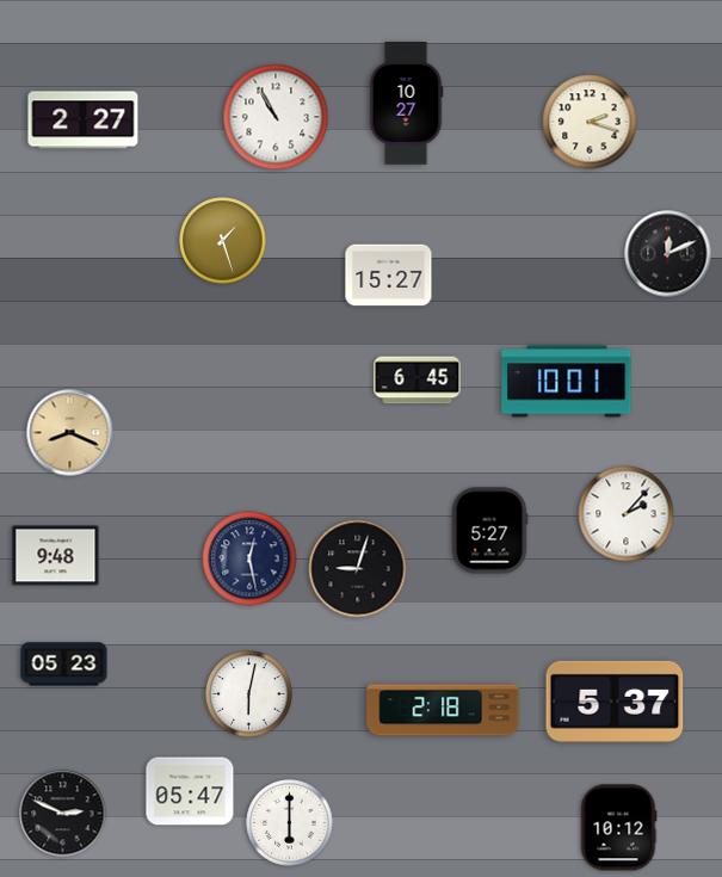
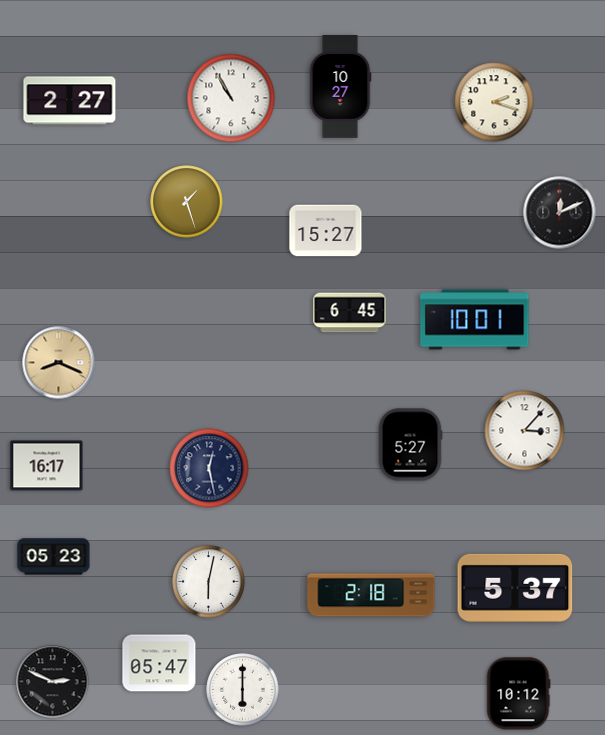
clock at (418, 381) position: (418, 381) -> (350, 313)
clock at (627, 514): 2:07 -> 3:07
clock at (56, 556): 9:48 -> 16:17
clock at (358, 569): 9:03 -> none
